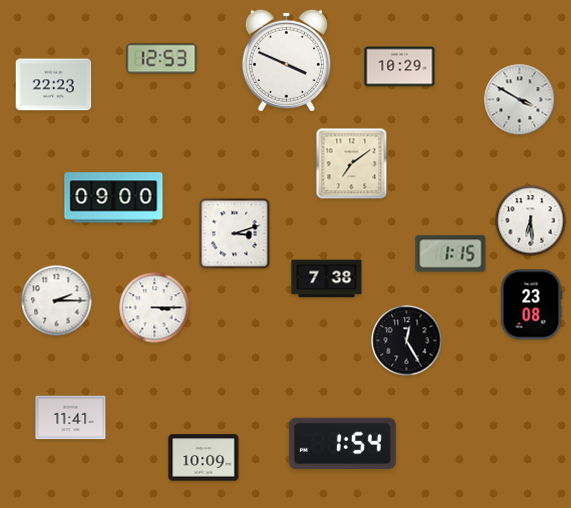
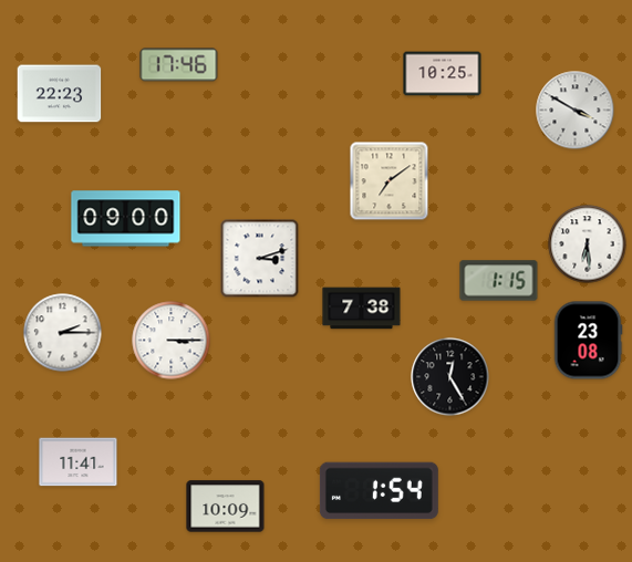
clock at (162, 59): 12:53 -> 17:46
clock at (286, 60): 3:49 -> none
clock at (400, 67): 10:29 -> 10:25
clock at (531, 305) position: (531, 305) -> (588, 341)
